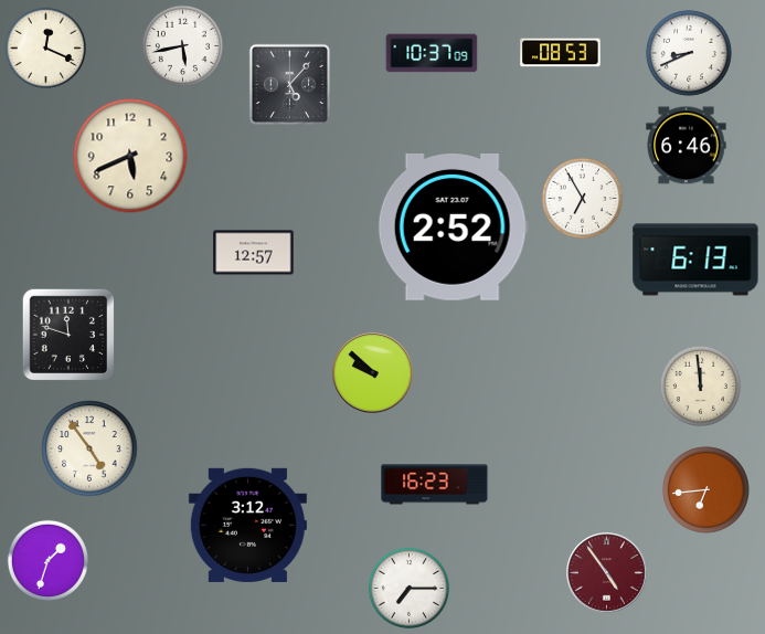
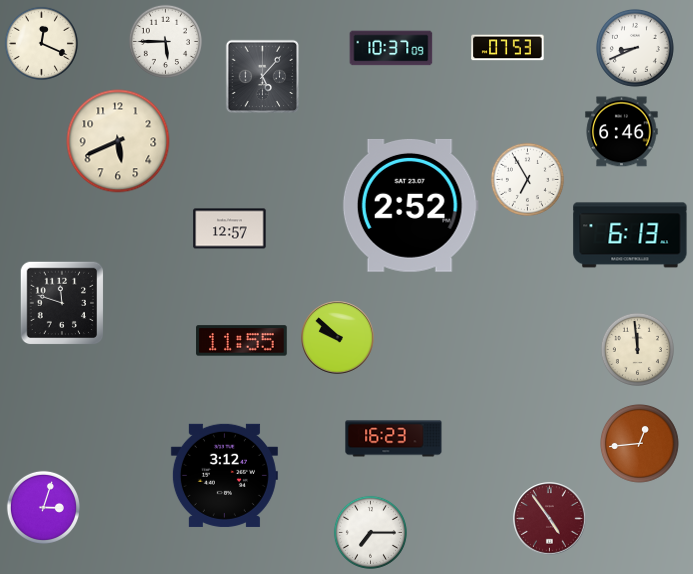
clock at (182, 45): 5:43 -> 5:45
clock at (561, 53): 08:53 -> 07:53
clock at (689, 53) position: (689, 53) -> (635, 48)
clock at (242, 341): none -> 11:55
clock at (700, 385) position: (700, 385) -> (637, 349)
clock at (89, 448): 4:54 -> none
clock at (706, 490): 6:44 -> 12:44
clock at (47, 560): 1:33 -> 3:03
